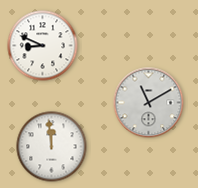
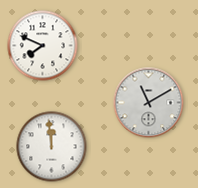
clock at (43, 46): 8:49 -> 7:49
